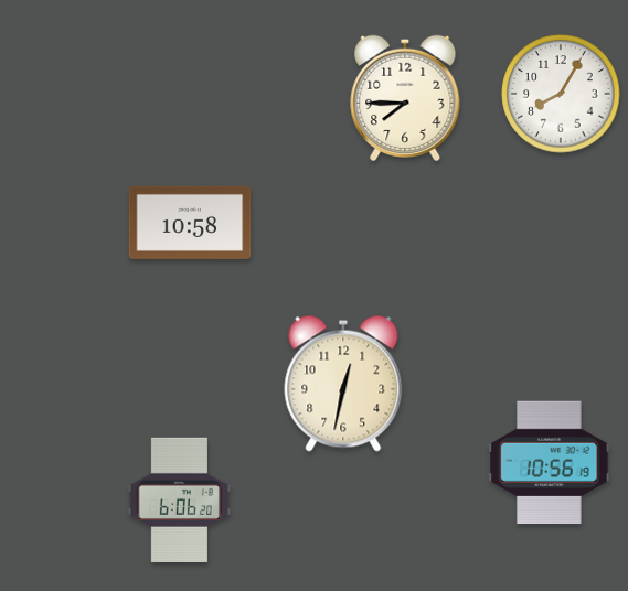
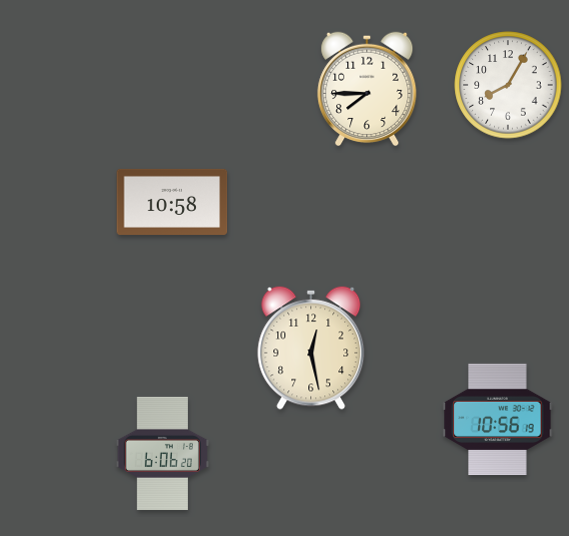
clock at (343, 384): 12:32 -> 12:28
